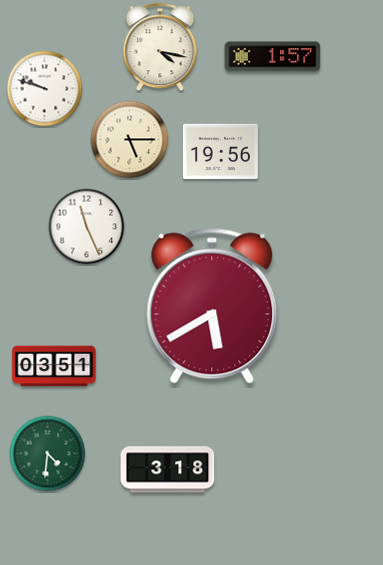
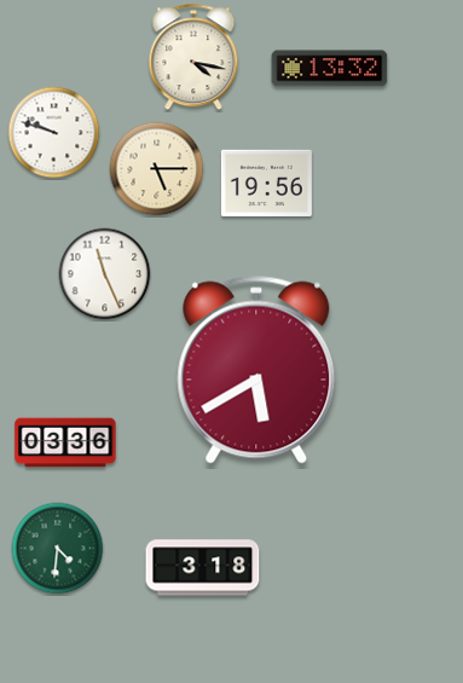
clock at (273, 57): 1:57 -> 13:32
clock at (45, 89) position: (45, 89) -> (54, 133)
clock at (54, 366): 03:51 -> 03:36
